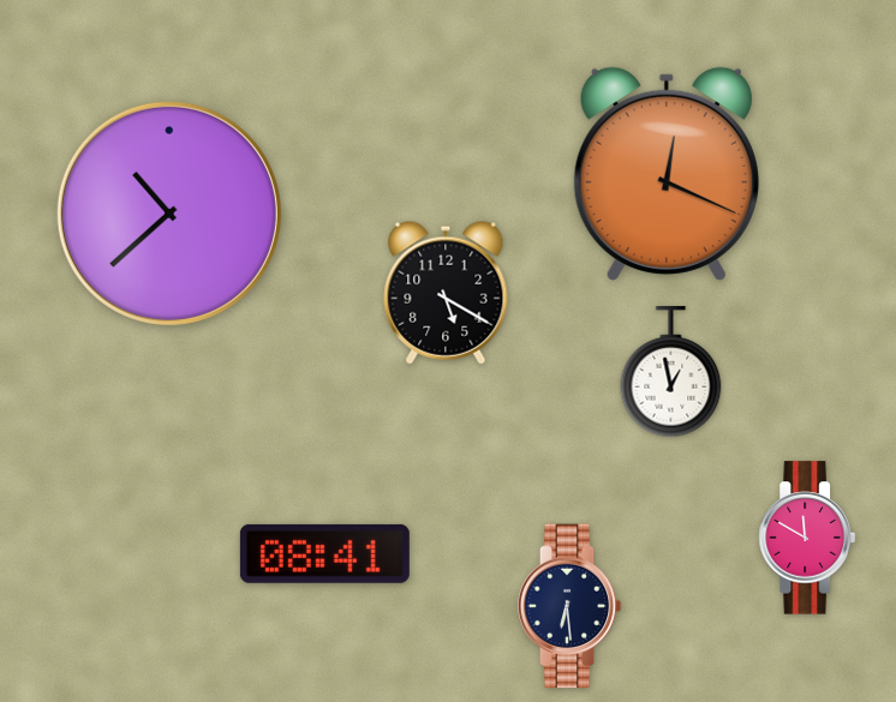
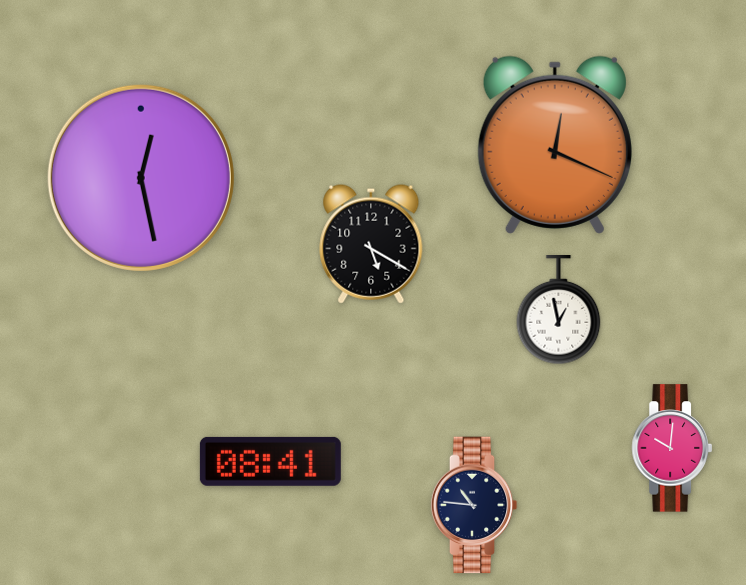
clock at (169, 214): 10:38 -> 12:28
clock at (807, 538): 11:50 -> 10:01
clock at (569, 606): 6:29 -> 10:46
